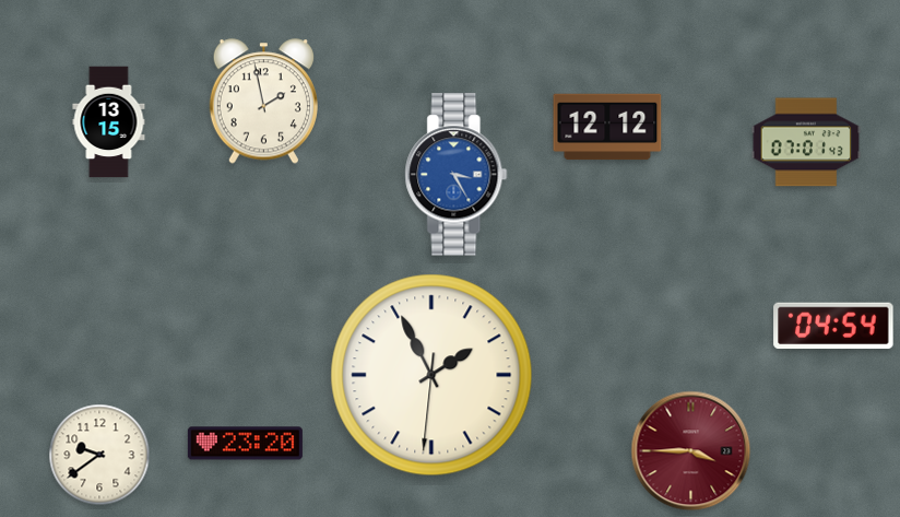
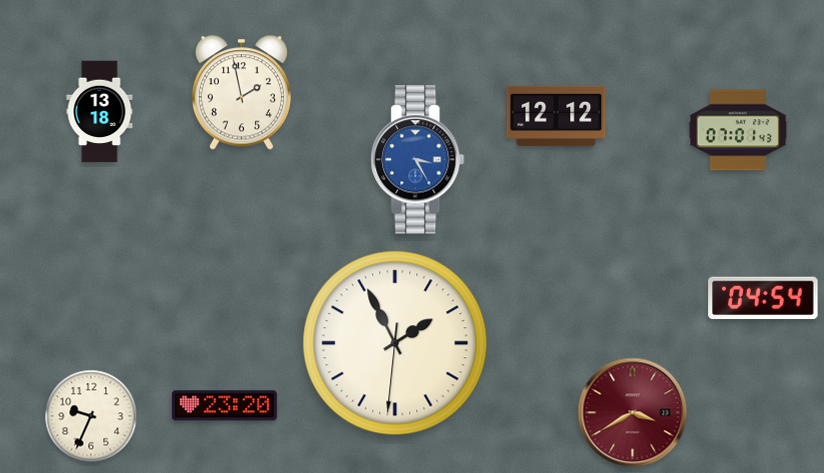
clock at (109, 122): 13:15 -> 13:18
clock at (691, 451): 3:45 -> 3:40
clock at (99, 455): 9:39 -> 9:34
